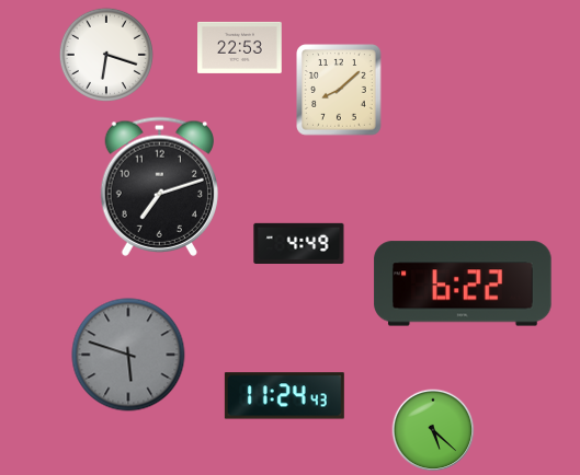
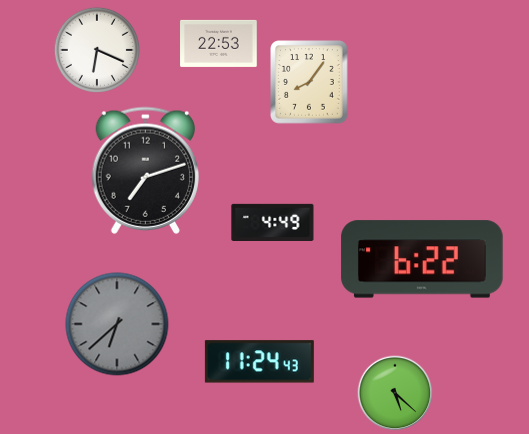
clock at (106, 55): 6:18 -> 6:19
clock at (339, 90): 8:08 -> 8:06
clock at (128, 355): 5:48 -> 6:38
